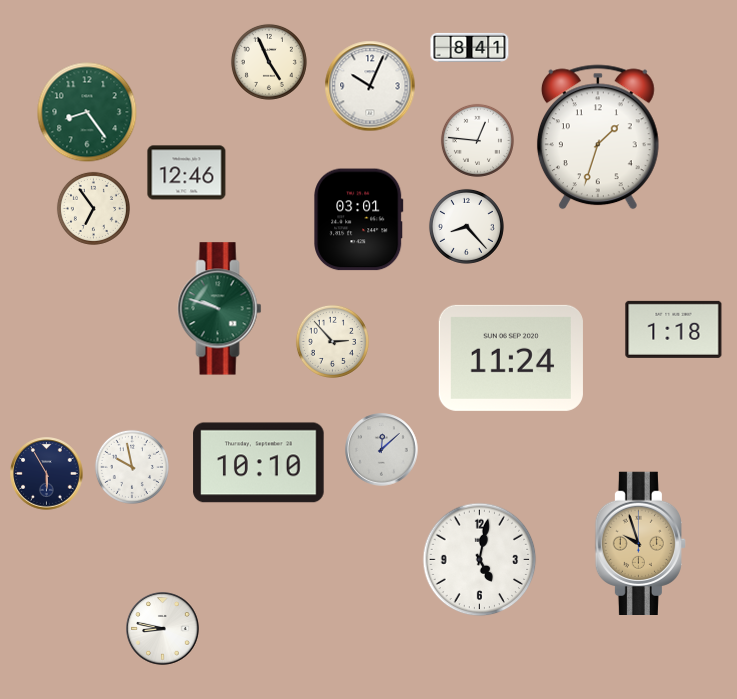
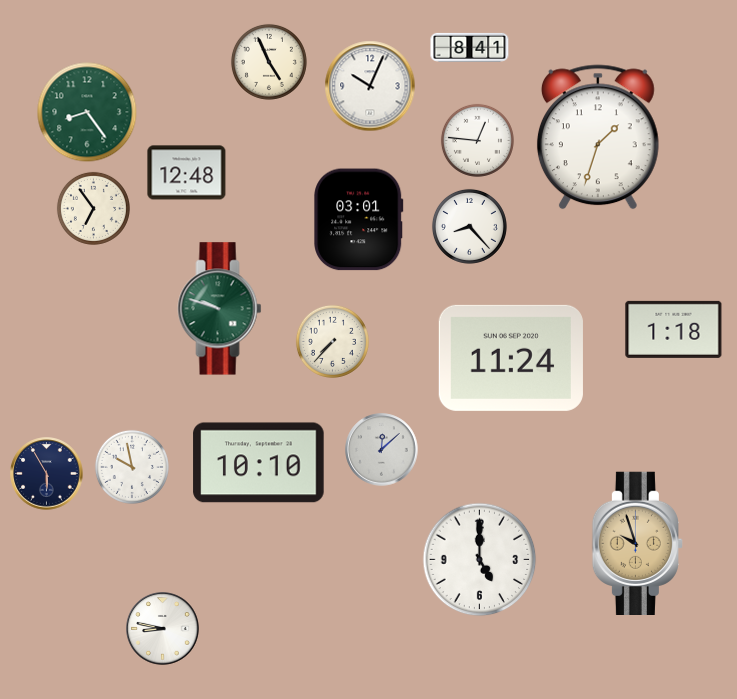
clock at (187, 173): 12:46 -> 12:48
clock at (466, 226) position: (466, 226) -> (469, 226)
clock at (332, 341): 2:53 -> 7:37
clock at (640, 543) position: (640, 543) -> (637, 543)
clock at (480, 560): 5:02 -> 5:00
